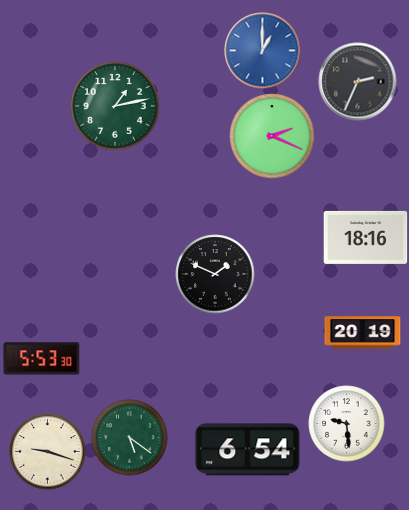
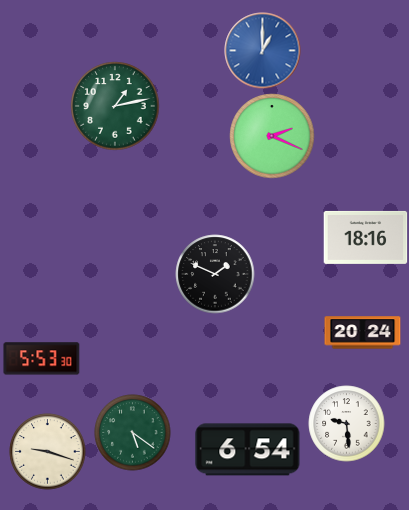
clock at (358, 82): 2:34 -> none
clock at (363, 333): 20:19 -> 20:24
clock at (130, 438) position: (130, 438) -> (133, 433)
